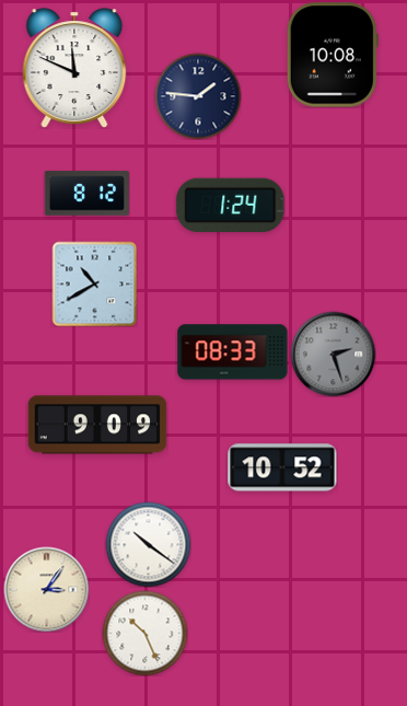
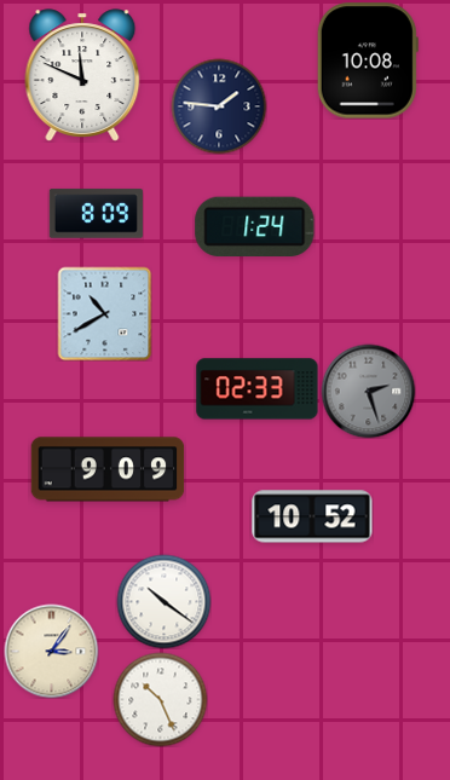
clock at (86, 194): 8:12 -> 8:09
clock at (233, 352): 08:33 -> 02:33
